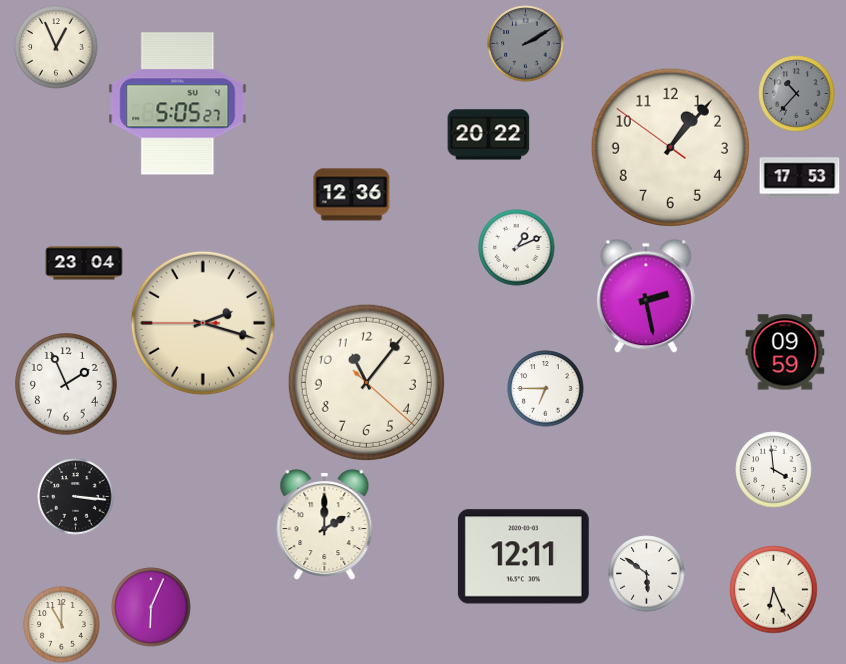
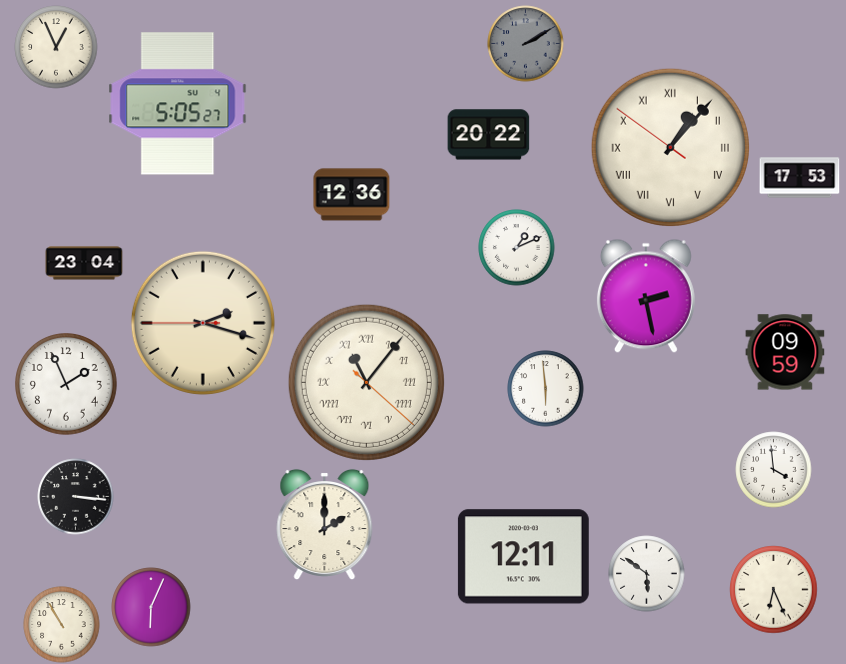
clock at (797, 94): 10:37 -> none
clock at (670, 147) numerals: Arabic -> Roman
clock at (366, 382) numerals: Arabic -> Roman
clock at (546, 389): 6:45 -> 5:59
clock at (62, 625): 11:00 -> 10:55
